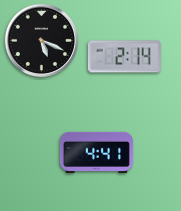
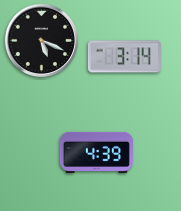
clock at (124, 57): 2:14 -> 3:14
clock at (96, 152): 4:41 -> 4:39
